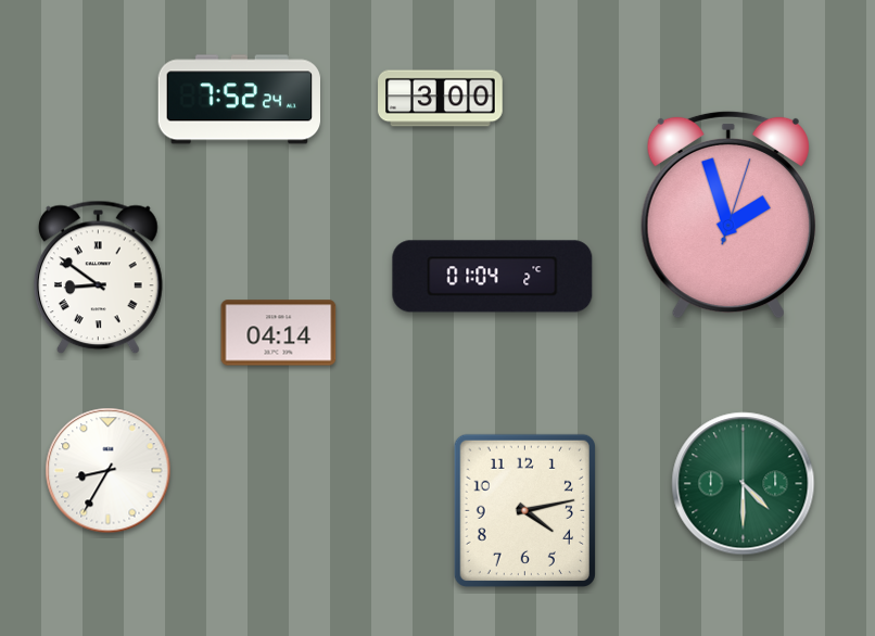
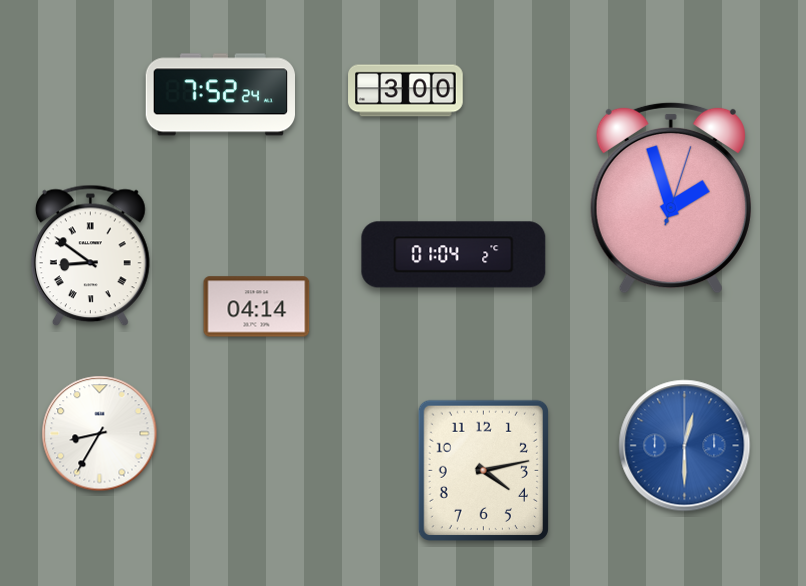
clock at (239, 100) position: (239, 100) -> (220, 95)
clock at (744, 484): 4:30 -> 12:30
clock at (744, 484) dial: green -> blue
